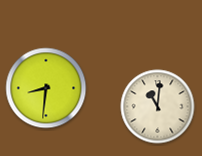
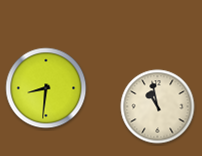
clock at (158, 107): 11:01 -> 10:58
